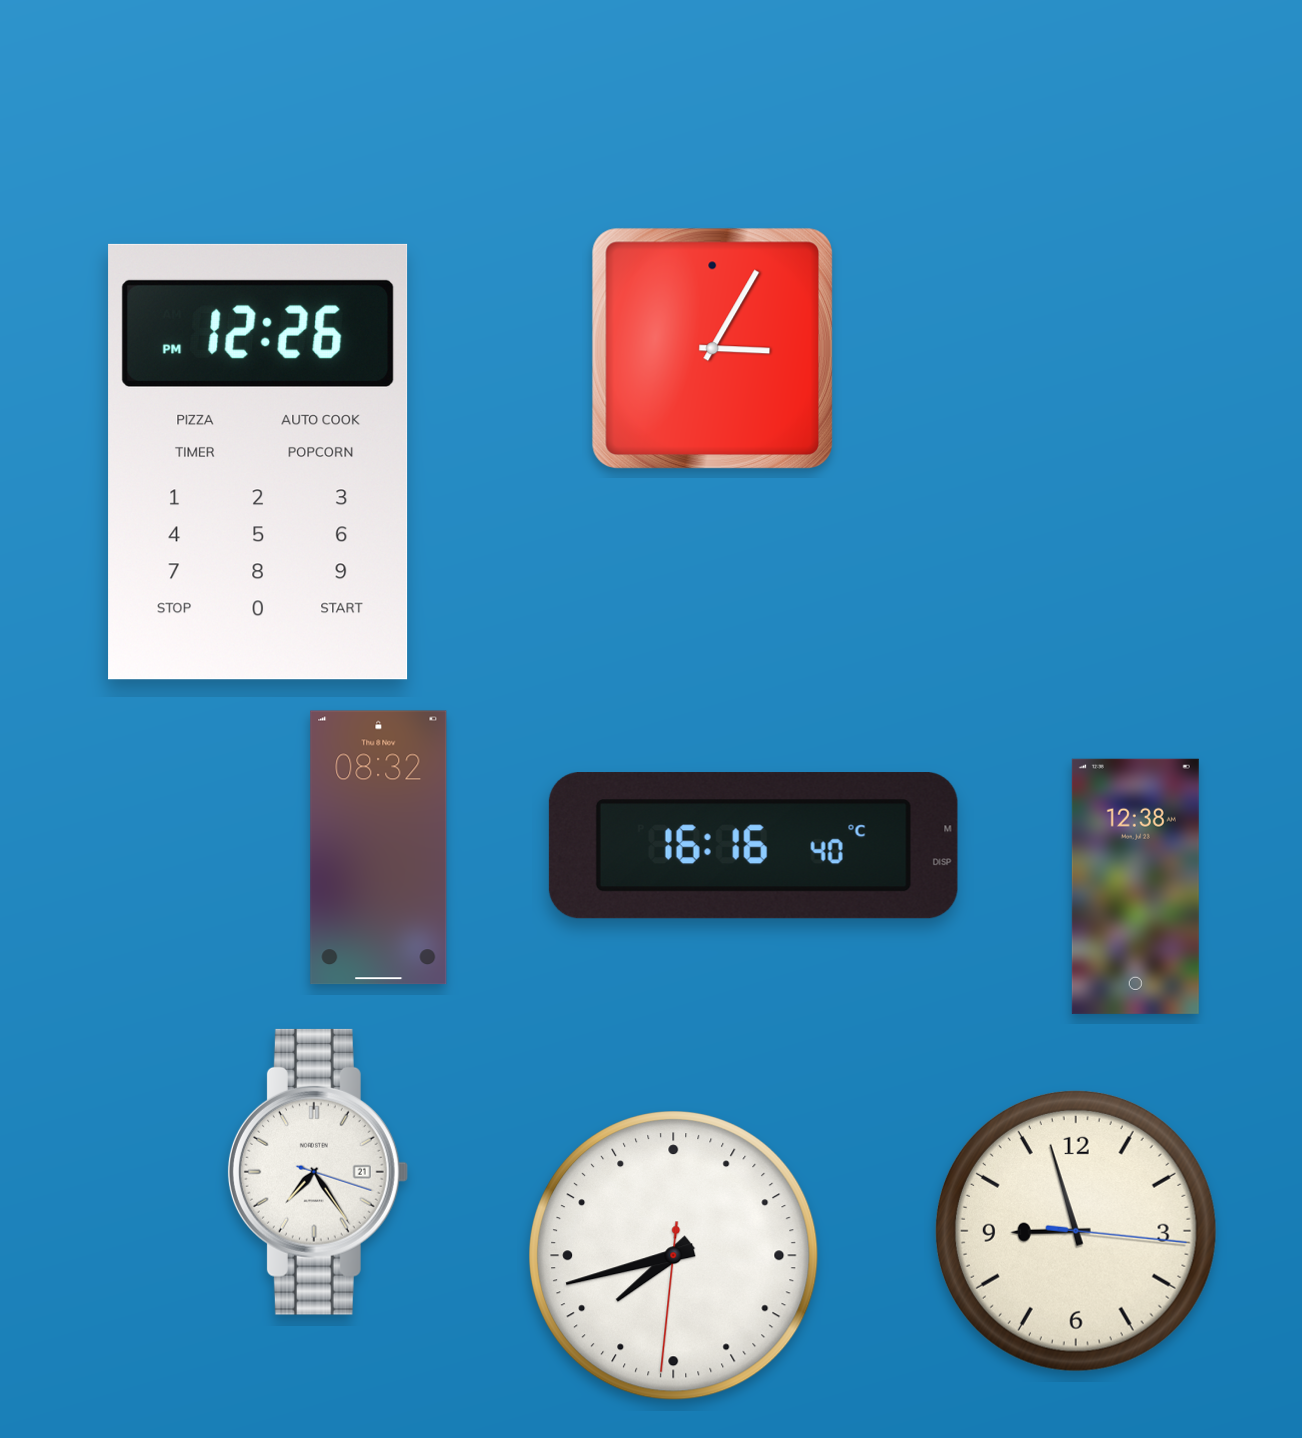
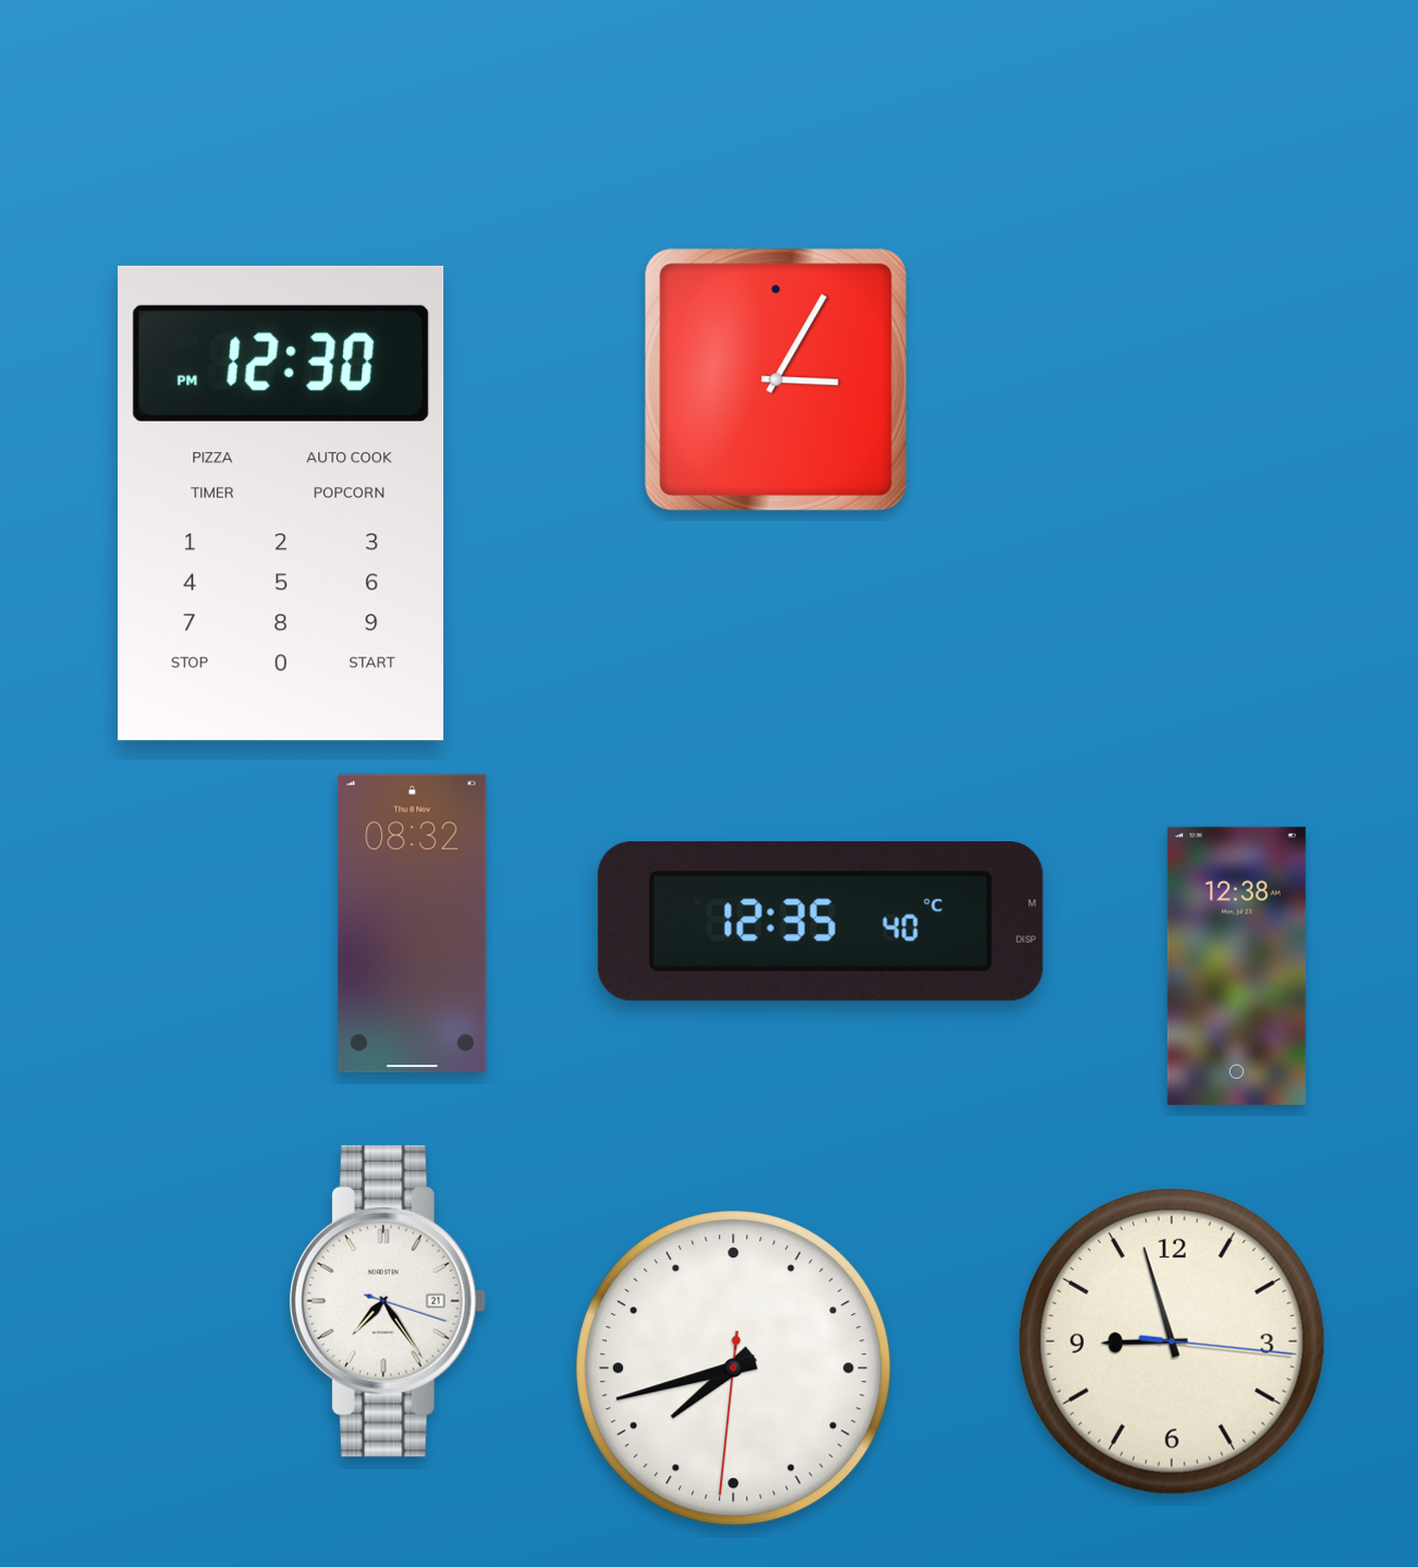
clock at (258, 462): 12:26 -> 12:30
clock at (753, 846): 16:16 -> 12:35
clock at (317, 1172) position: (317, 1172) -> (387, 1301)
